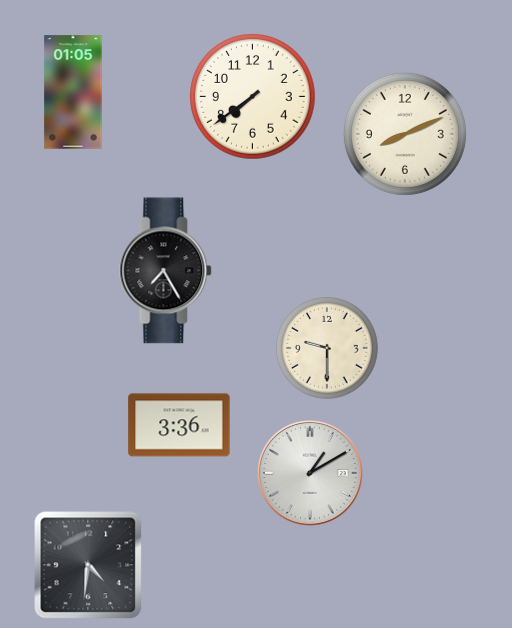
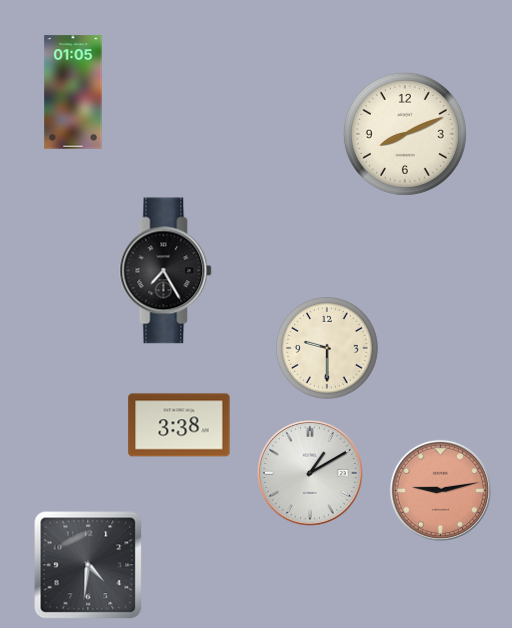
clock at (253, 97): 7:39 -> none
clock at (179, 425): 3:36 -> 3:38
clock at (440, 490): none -> 9:13
